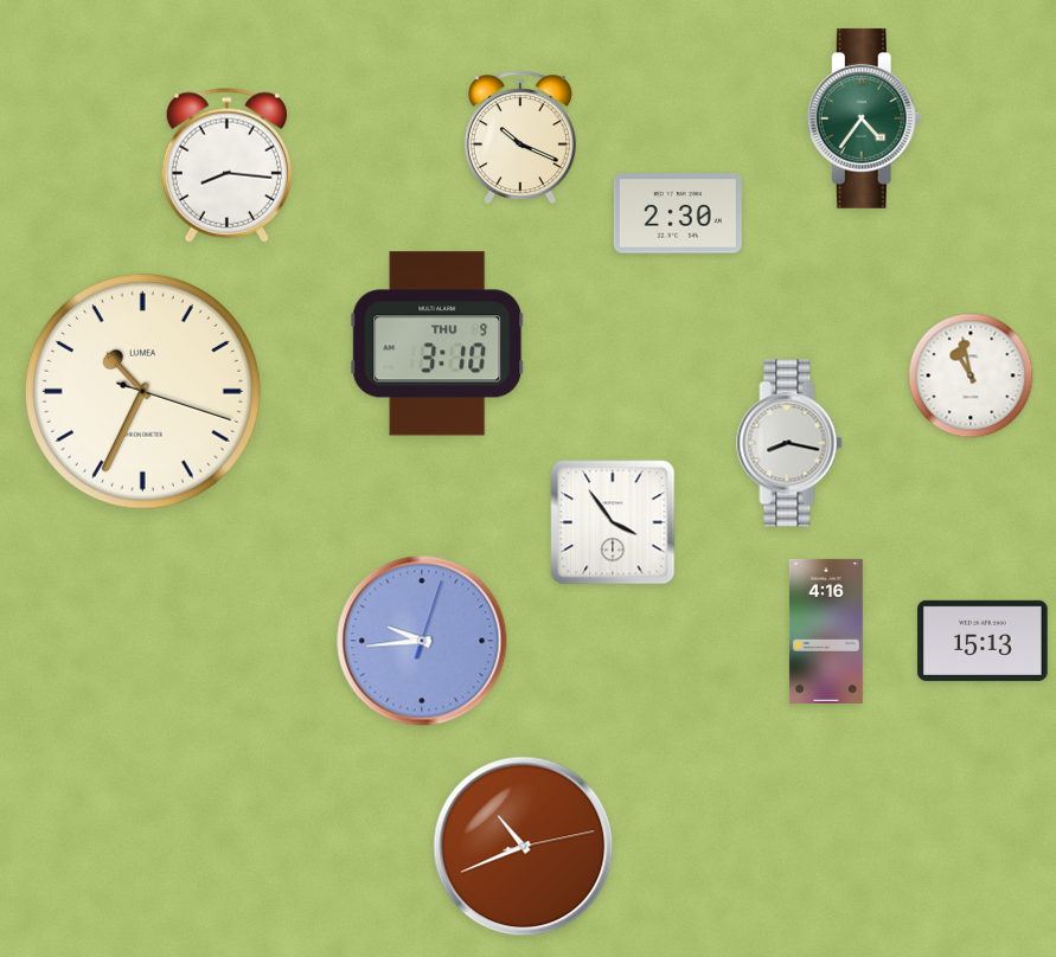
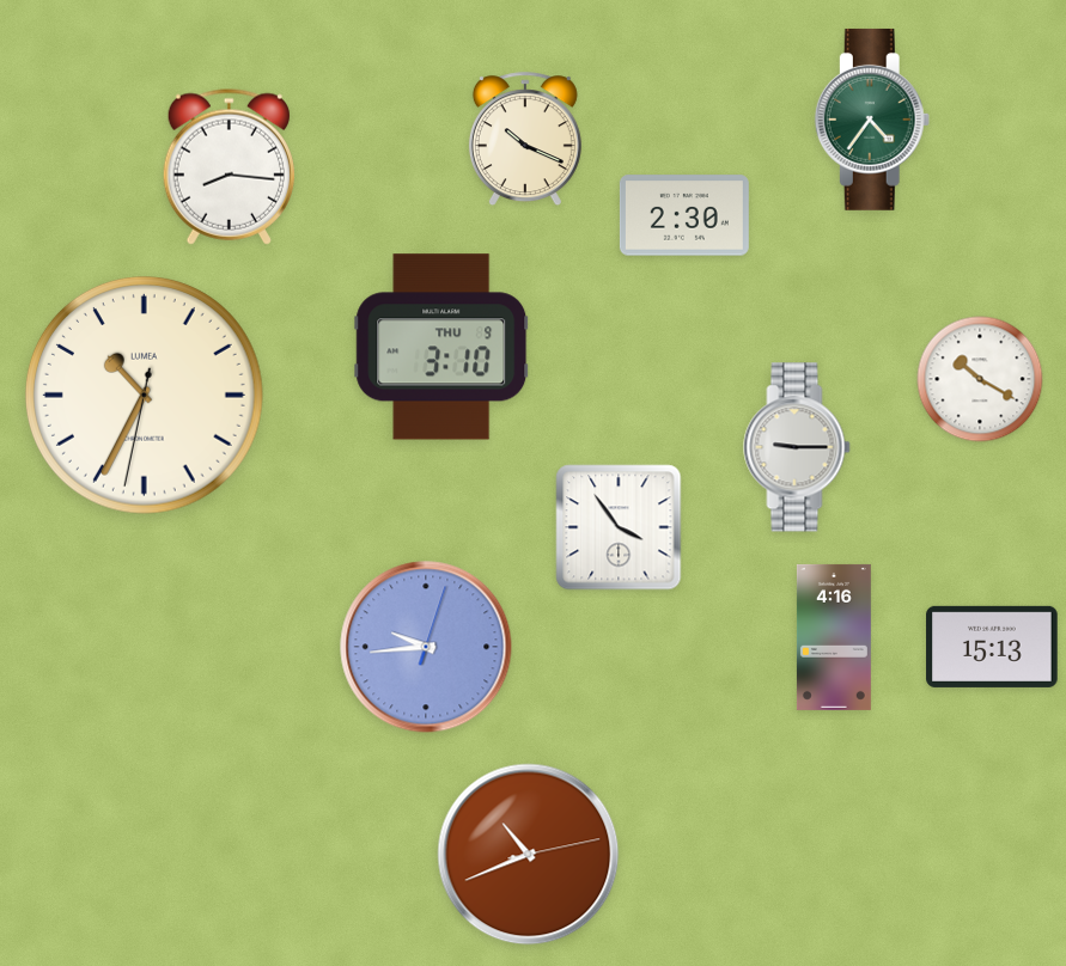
clock at (971, 375): 10:58 -> 10:20
clock at (142, 391): 10:34:18 -> 10:34:32
clock at (789, 443): 8:17 -> 9:15
